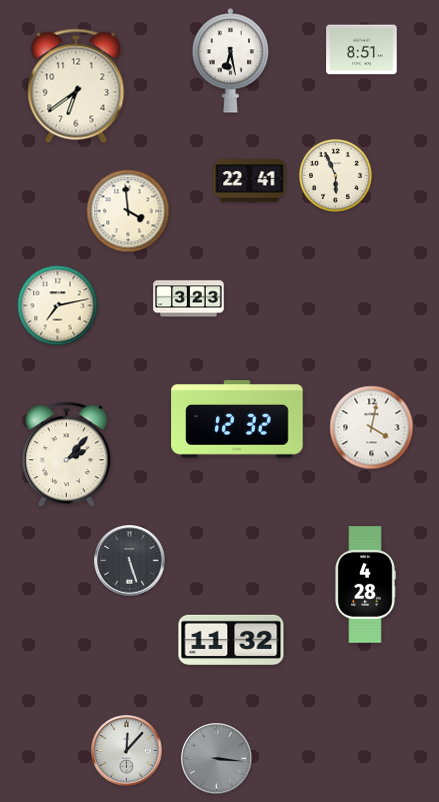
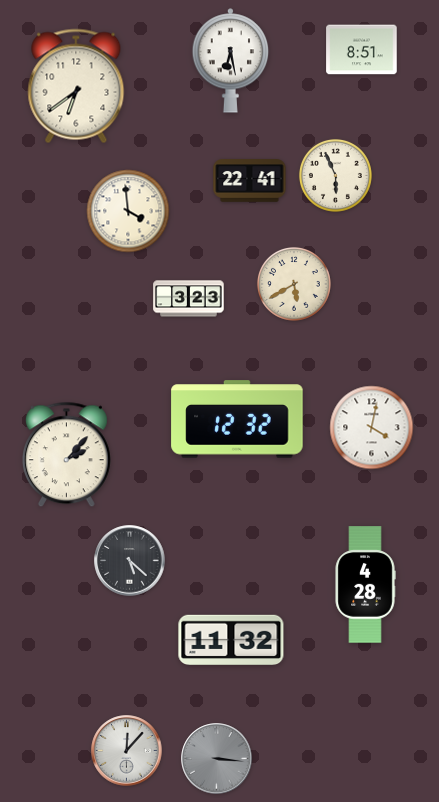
clock at (294, 284): none -> 5:40
clock at (58, 306): 7:13 -> none
clock at (130, 561): 5:27 -> 5:22
